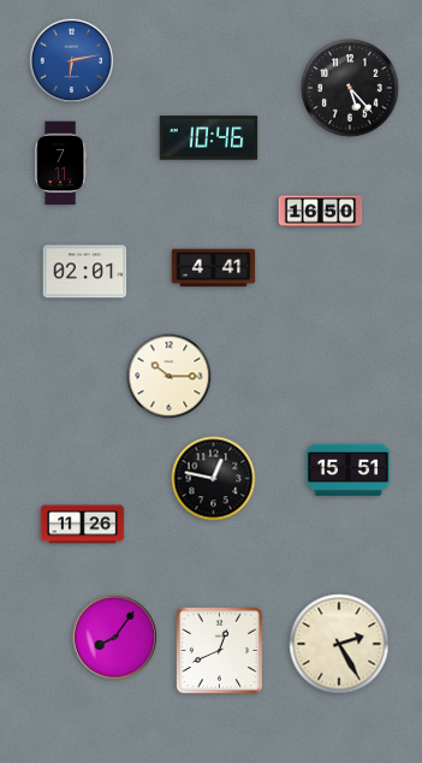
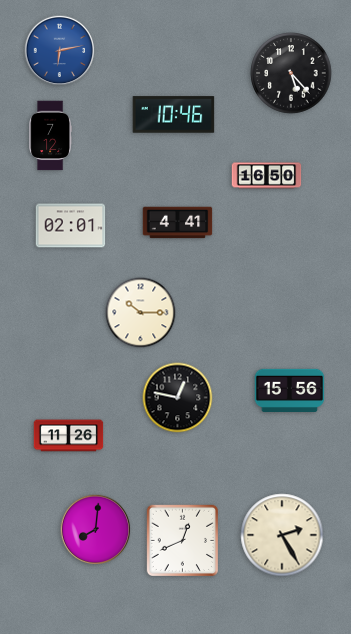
clock at (61, 164): 7:11 -> 7:12
clock at (349, 469): 15:51 -> 15:56
clock at (115, 638): 8:06 -> 8:01
